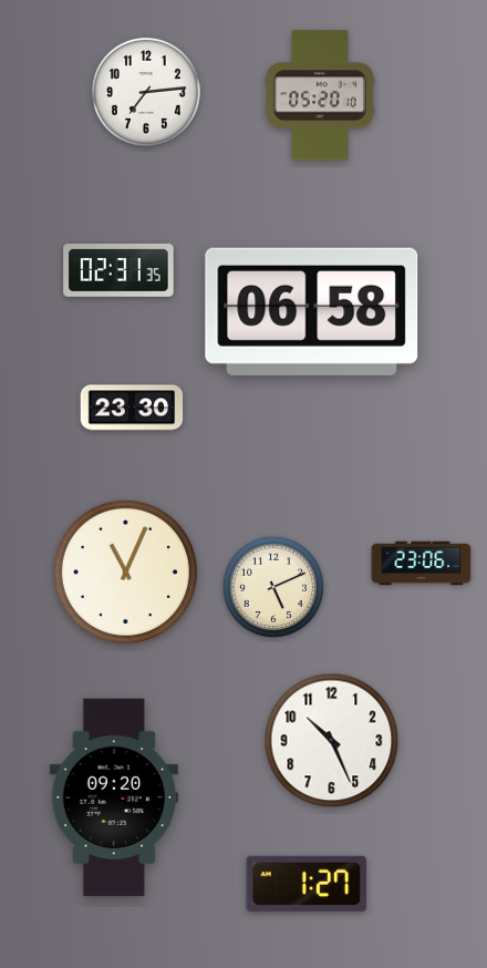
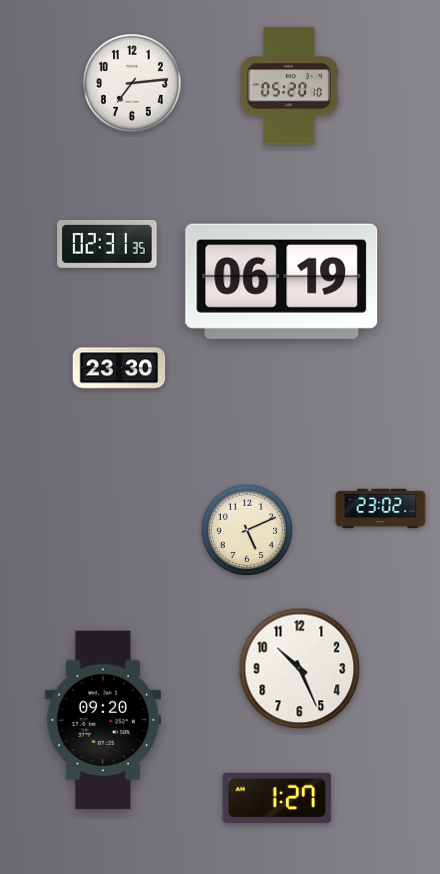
clock at (312, 311): 06:58 -> 06:19
clock at (422, 564): 23:06 -> 23:02
clock at (125, 571): 11:04 -> none
